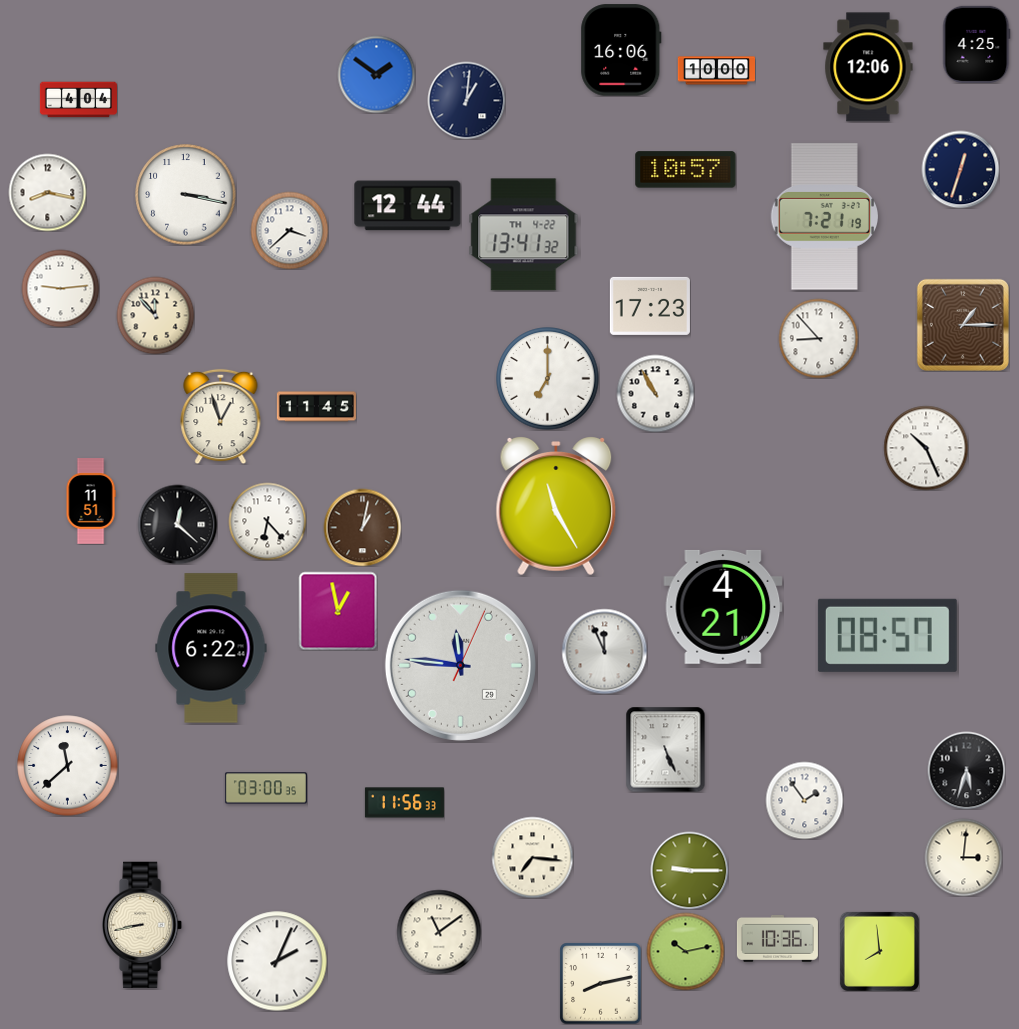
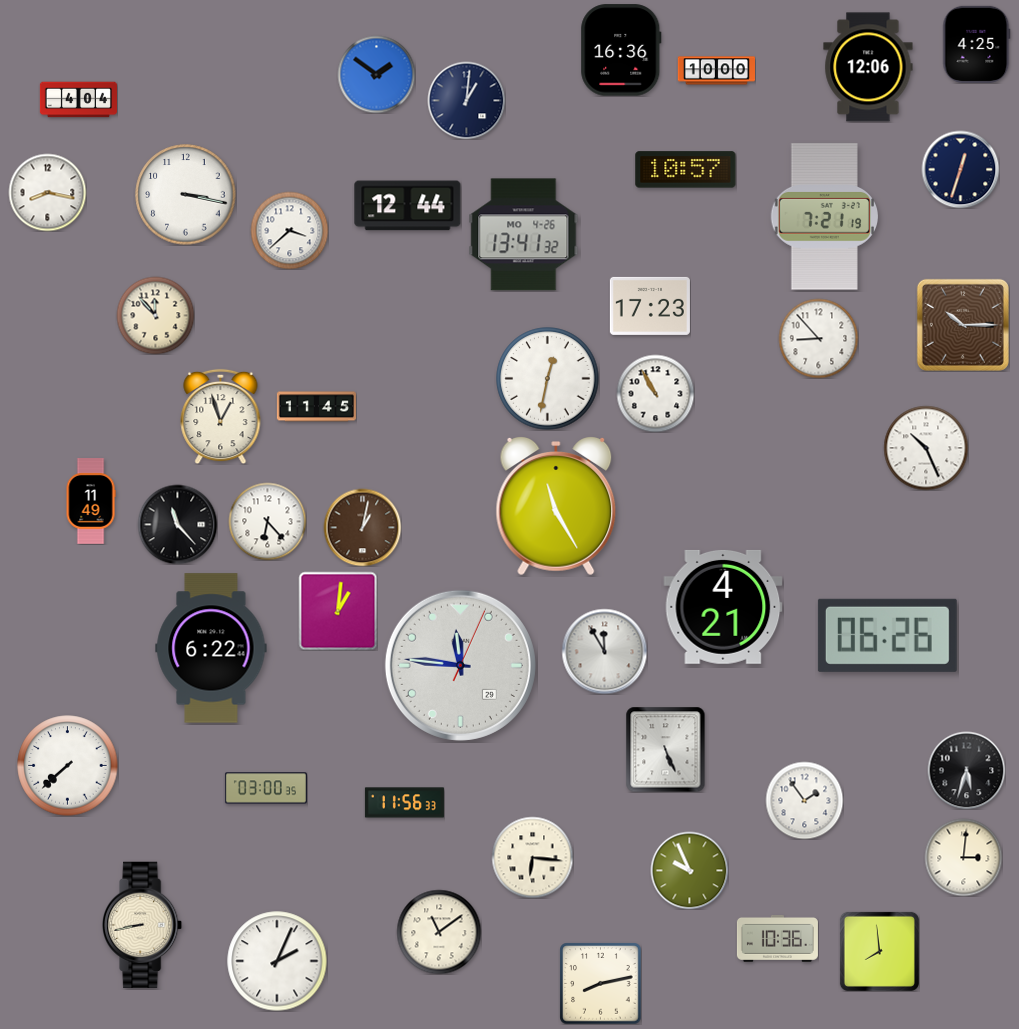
clock at (621, 50): 16:06 -> 16:36
clock at (524, 235) date: TH 4-22 -> MO 4-26
clock at (60, 288): 9:14 -> none
clock at (963, 325): 1:15 -> 10:15
clock at (548, 379): 7:00 -> 12:32
clock at (91, 501): 11:51 -> 11:49
clock at (177, 524): 12:22 -> 11:23
clock at (338, 611): 12:58 -> 1:01
clock at (887, 635): 08:57 -> 06:26
clock at (604, 651): 11:56 -> 11:55
clock at (68, 766): 11:38 -> 7:38
clock at (532, 857): 7:16 -> 6:16
clock at (689, 870): 9:15 -> 9:56
clock at (685, 951): 10:13 -> none
